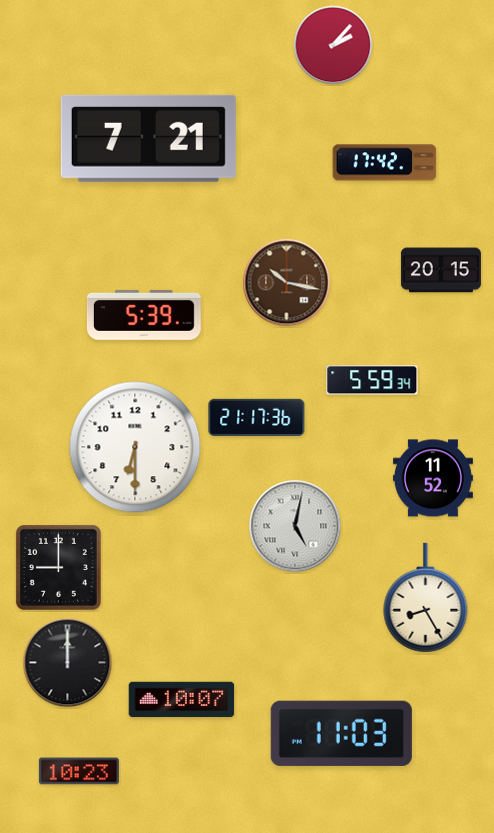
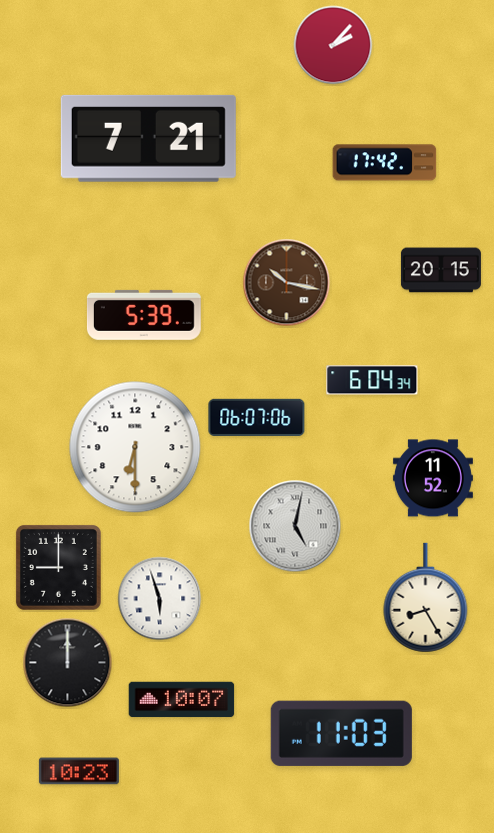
clock at (372, 380): 5:59 -> 6:04
clock at (257, 417): 21:17 -> 06:07
clock at (160, 599): none -> 5:57
